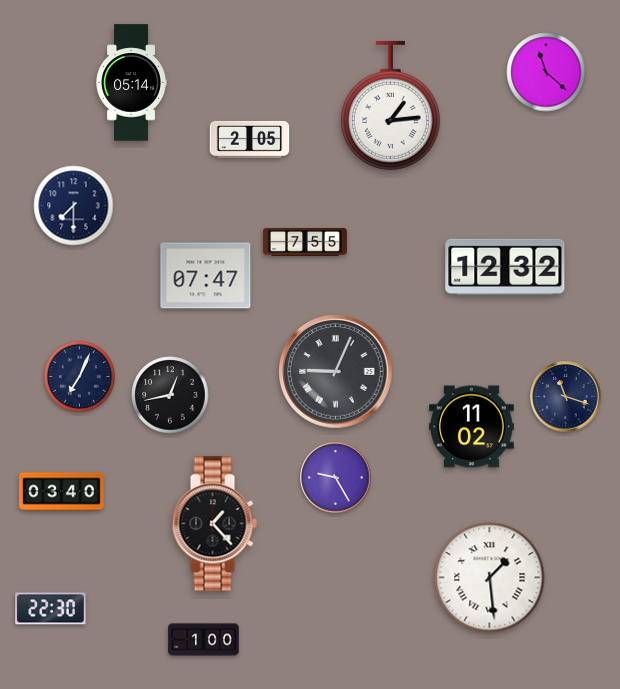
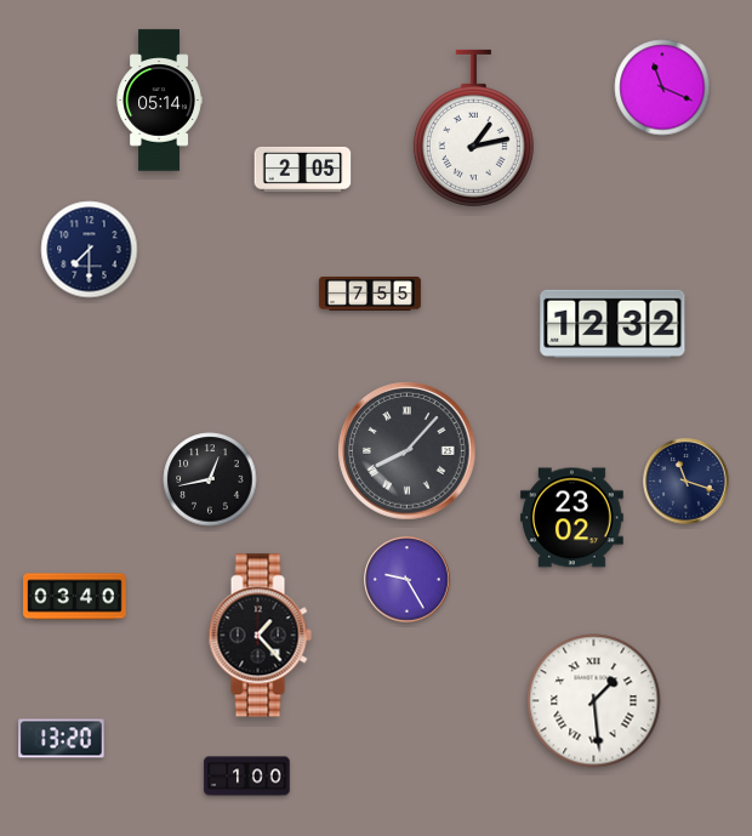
clock at (546, 72): 11:22 -> 11:19
clock at (390, 105): 1:14 -> 1:13
clock at (206, 276): 07:47 -> none
clock at (336, 372): 9:04 -> 8:07
clock at (79, 376): 7:04 -> none
clock at (170, 395) position: (170, 395) -> (210, 479)
clock at (472, 427): 11:02 -> 23:02
clock at (51, 609): 22:30 -> 13:20
